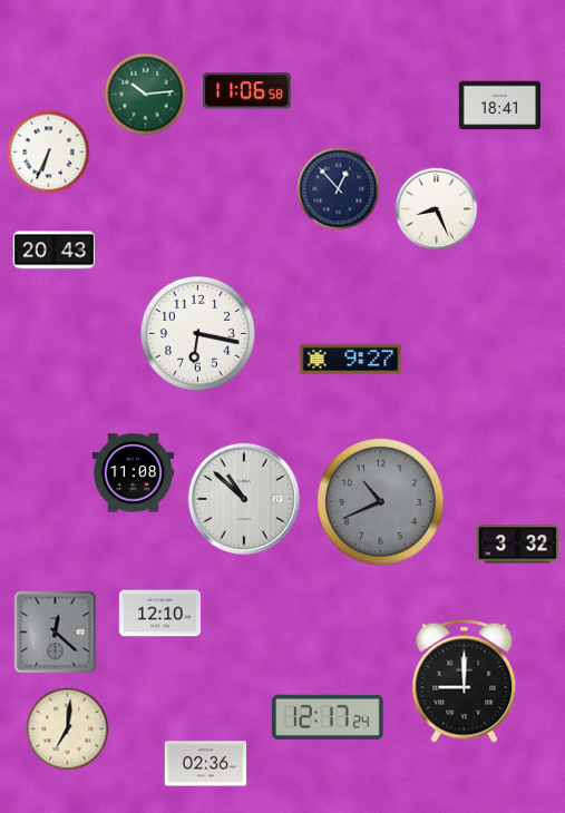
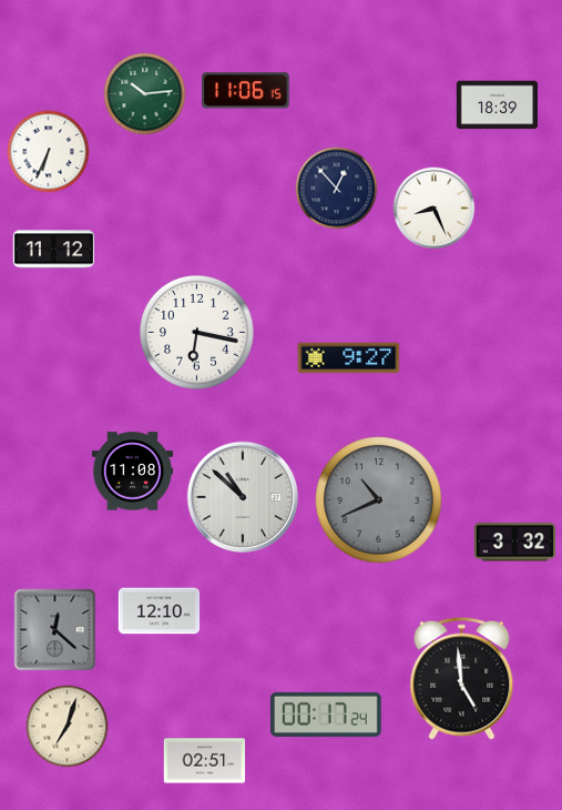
clock at (247, 91): 11:06:58 -> 11:06:15
clock at (500, 106): 18:41 -> 18:39
clock at (53, 251): 20:43 -> 11:12
clock at (465, 680): 9:00 -> 4:59
clock at (329, 717): 12:17 -> 00:17
clock at (68, 729): 7:01 -> 7:03
clock at (206, 764): 02:36 -> 02:51
